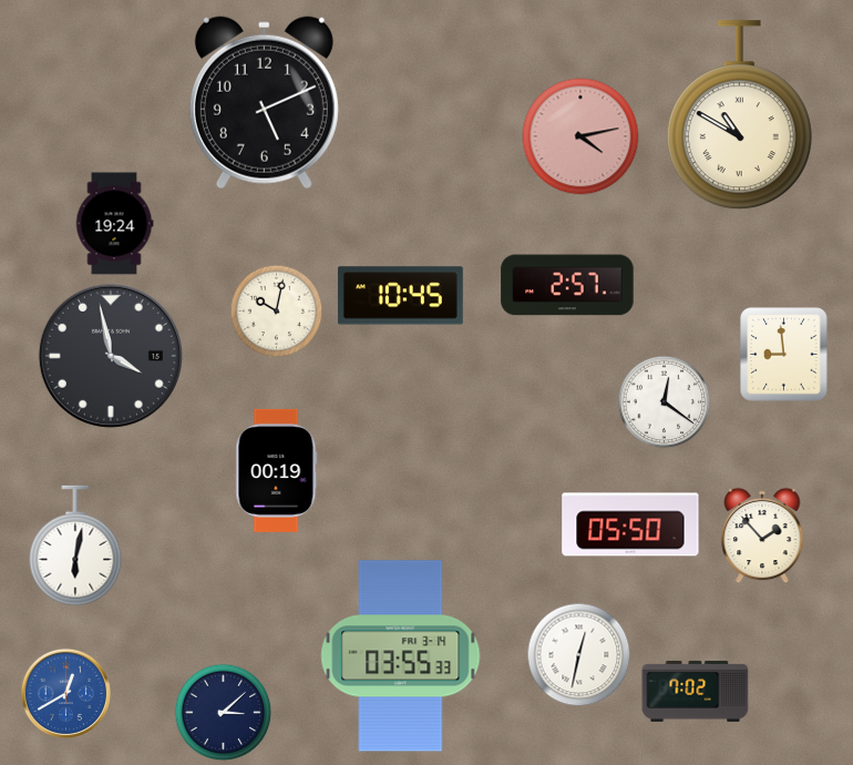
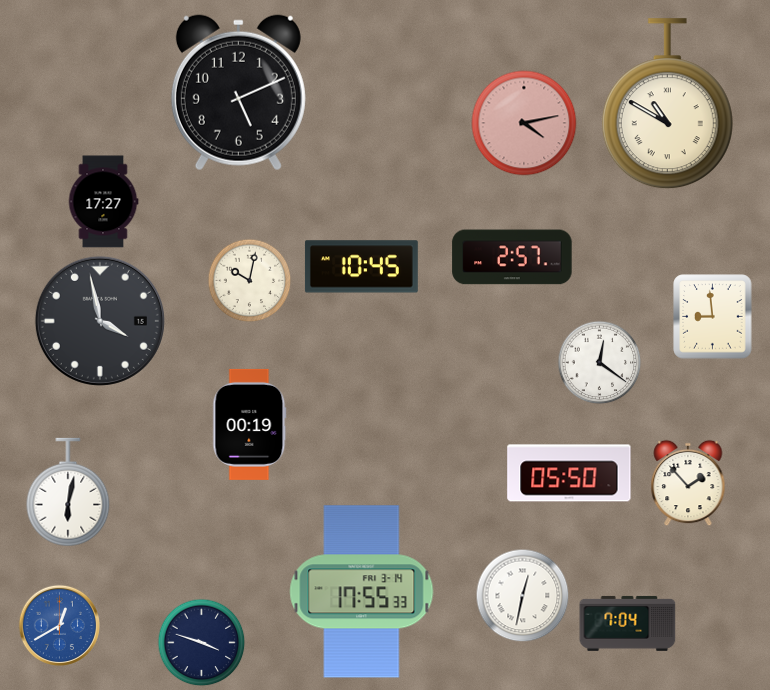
clock at (114, 224): 19:24 -> 17:27
clock at (784, 355) position: (784, 355) -> (713, 317)
clock at (578, 654) position: (578, 654) -> (522, 595)
clock at (401, 656): 03:55 -> 17:55
clock at (696, 691): 7:02 -> 7:04
clock at (223, 712): 3:08 -> 3:48
